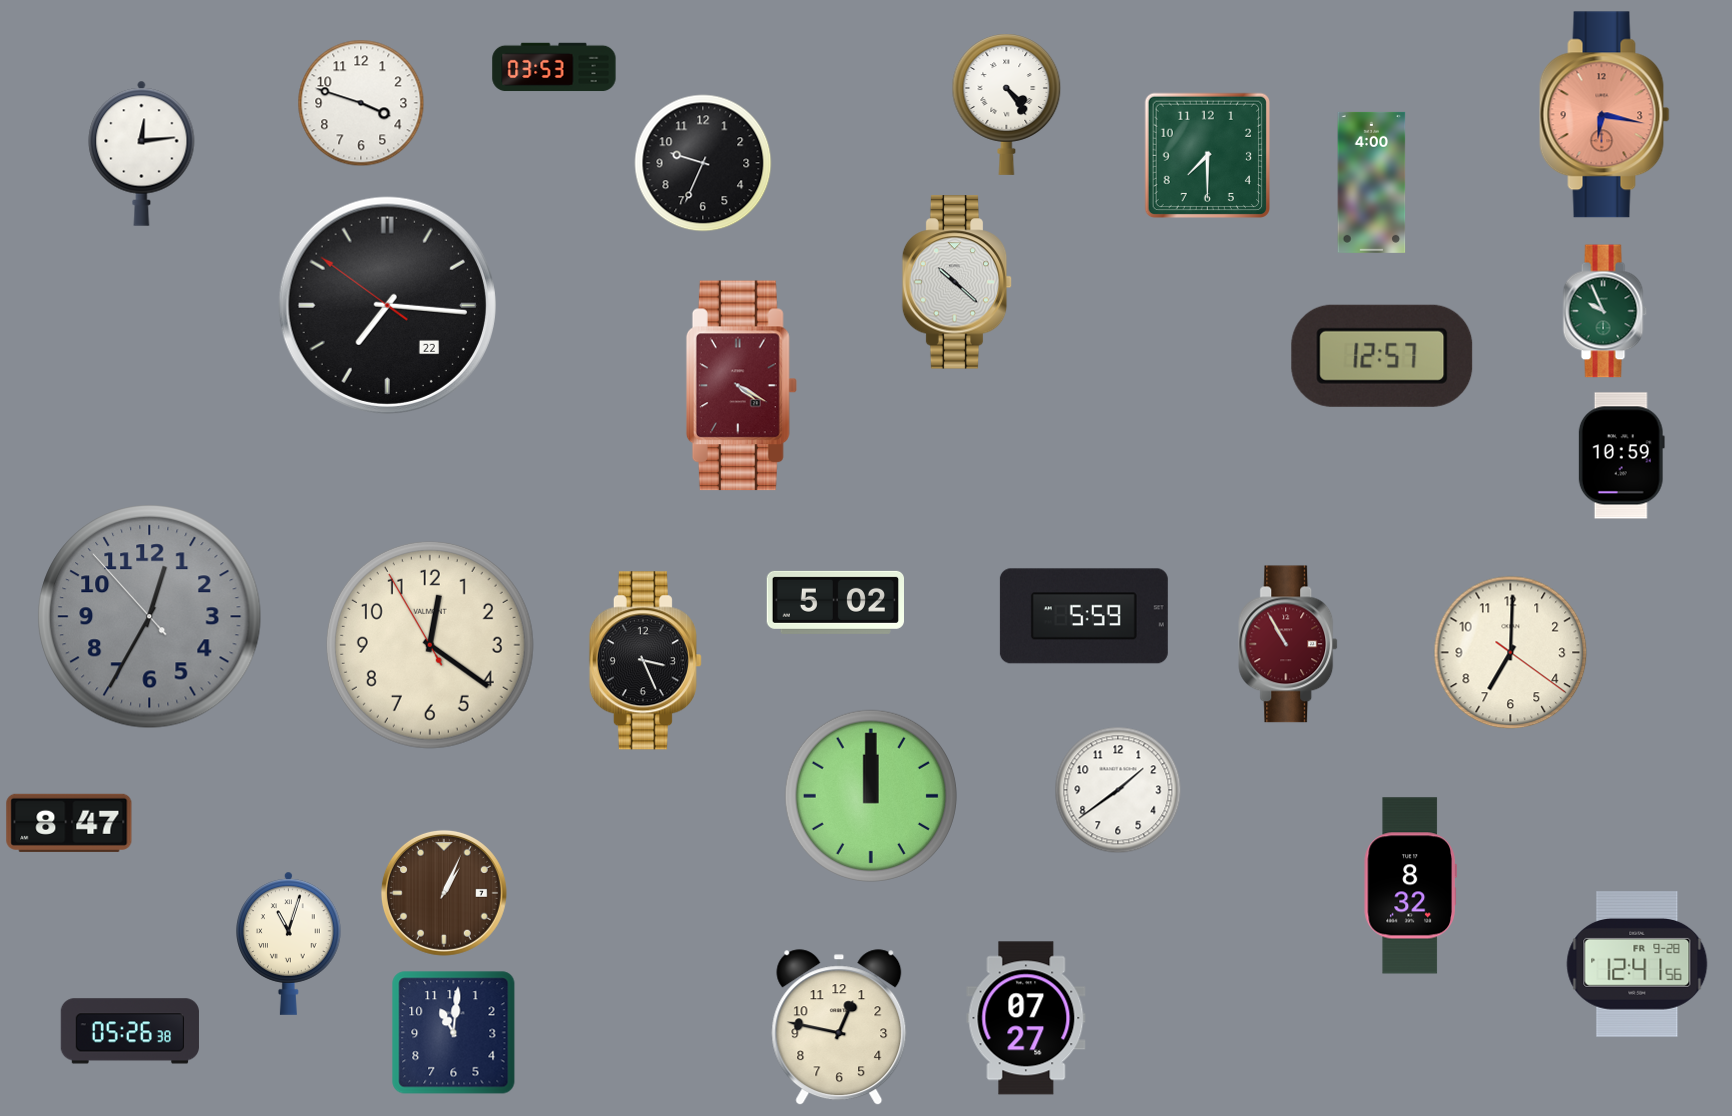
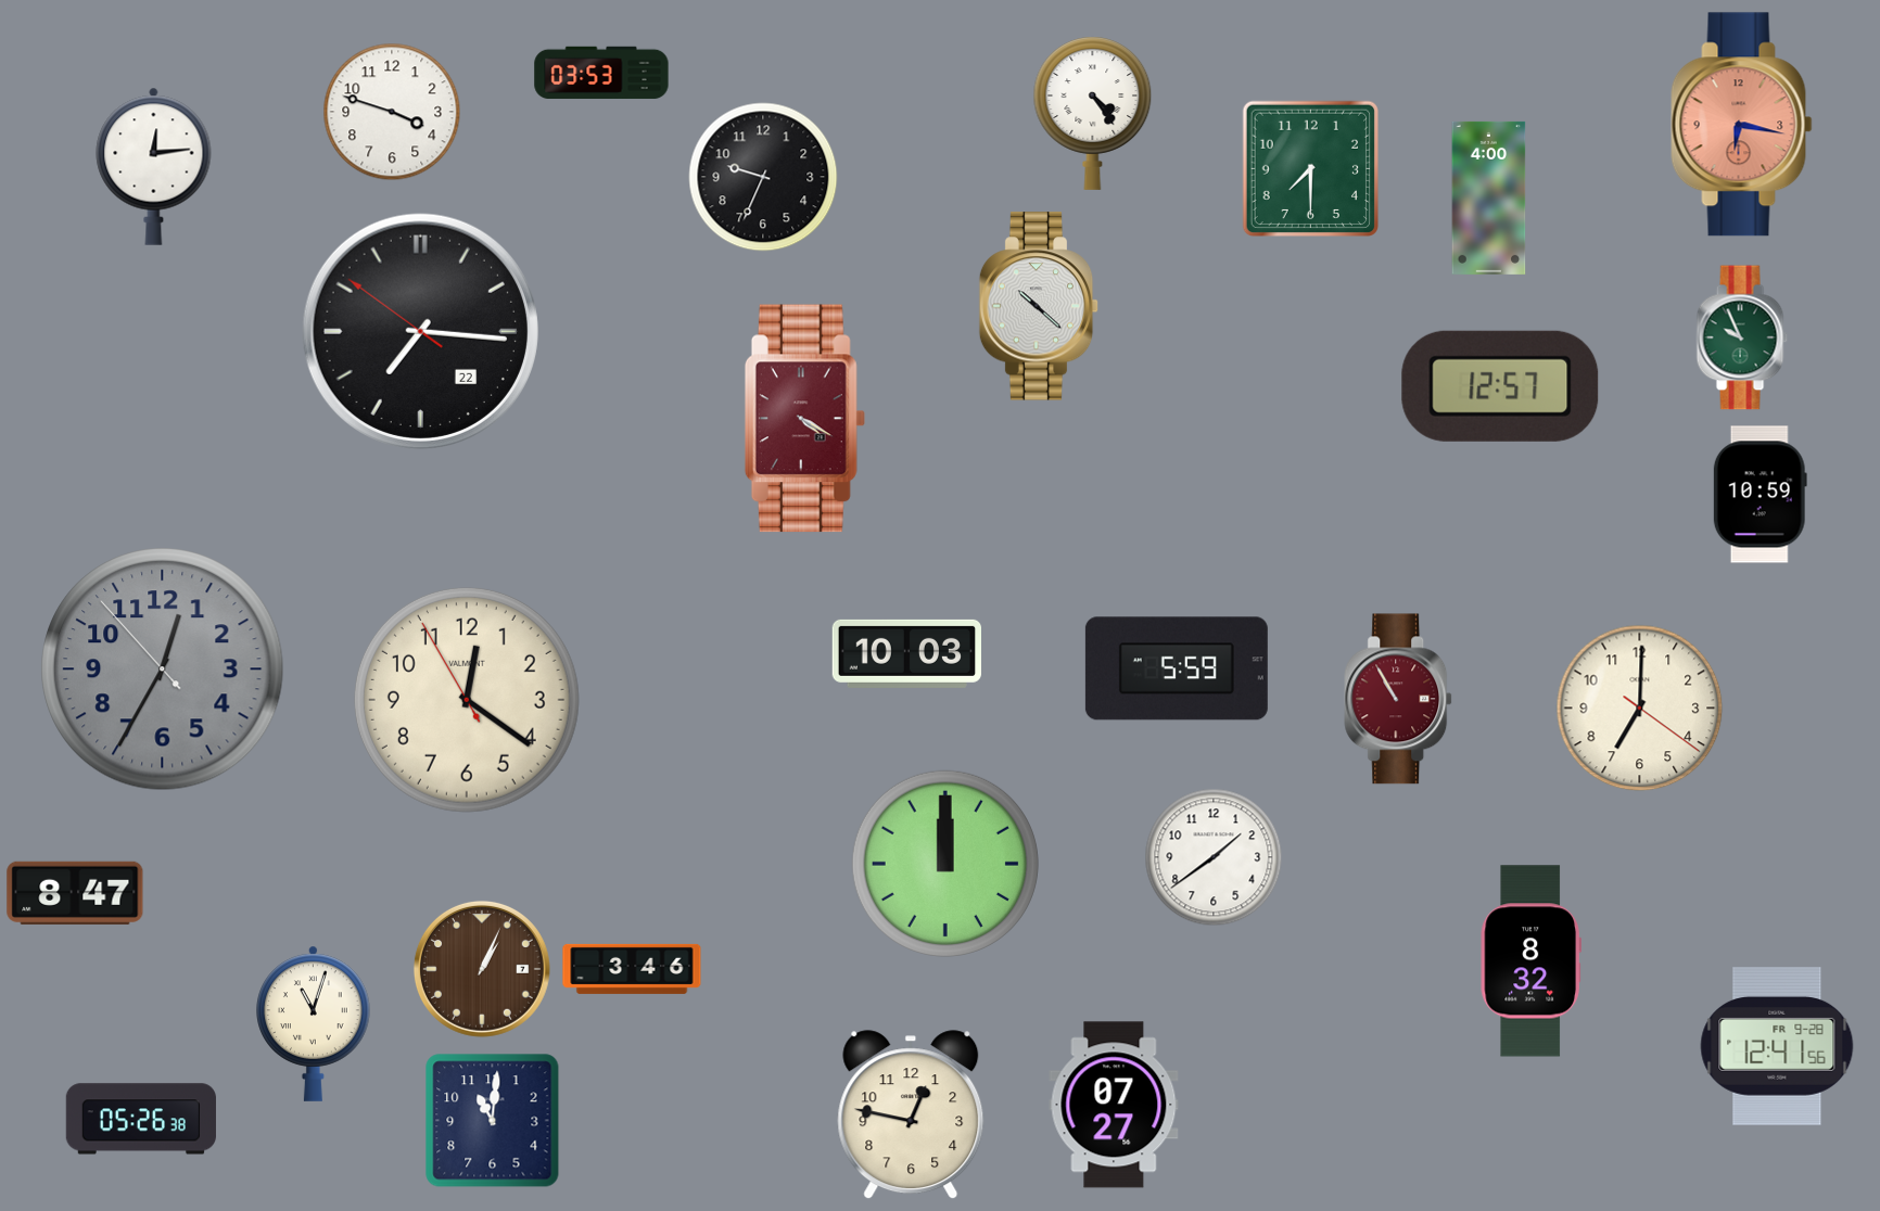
clock at (835, 602): 5:02 -> 10:03
clock at (645, 661): 3:26 -> none
clock at (632, 969): none -> 3:46
